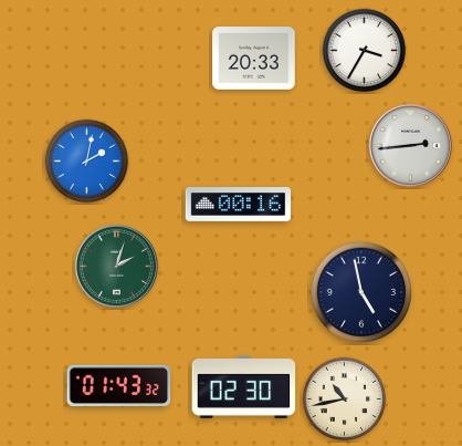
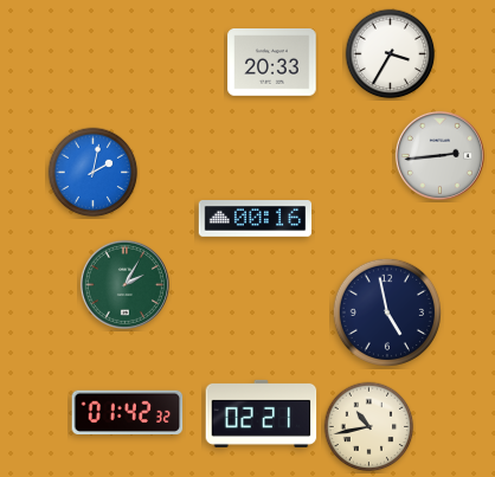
clock at (116, 266): 2:03 -> 2:05
clock at (119, 385): 01:43 -> 01:42
clock at (244, 386): 02:30 -> 02:21
